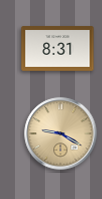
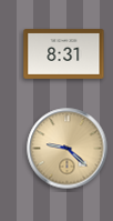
clock at (61, 134): 9:20 -> 9:22
